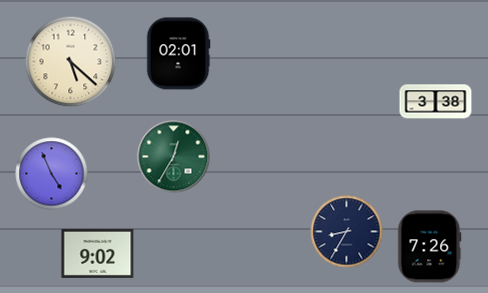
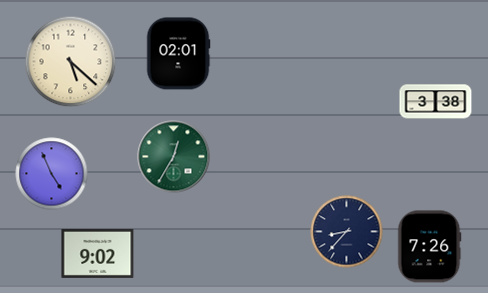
clock at (347, 232): 8:35 -> 8:37
